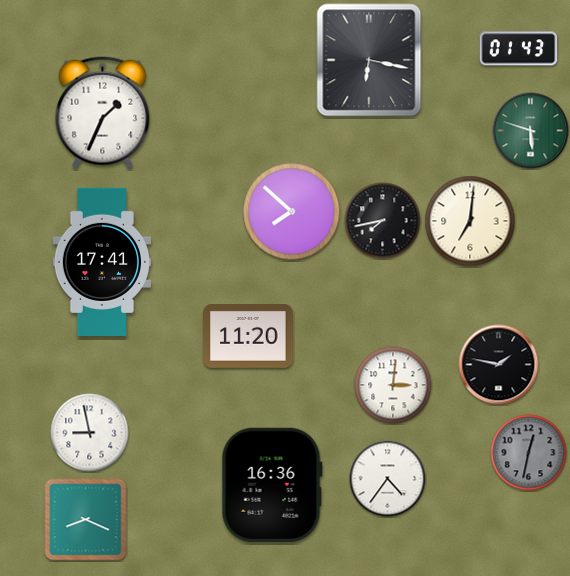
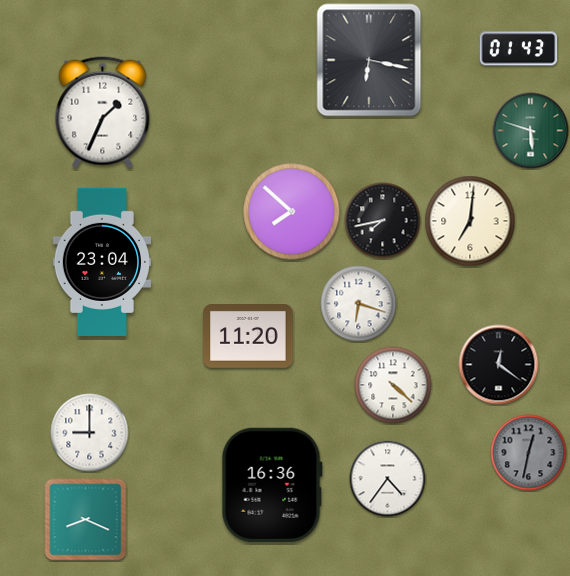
clock at (101, 262): 17:41 -> 23:04
clock at (359, 304): none -> 6:18
clock at (499, 365): 1:47 -> 12:21
clock at (393, 385): 3:01 -> 4:22
clock at (90, 433): 8:58 -> 9:00
